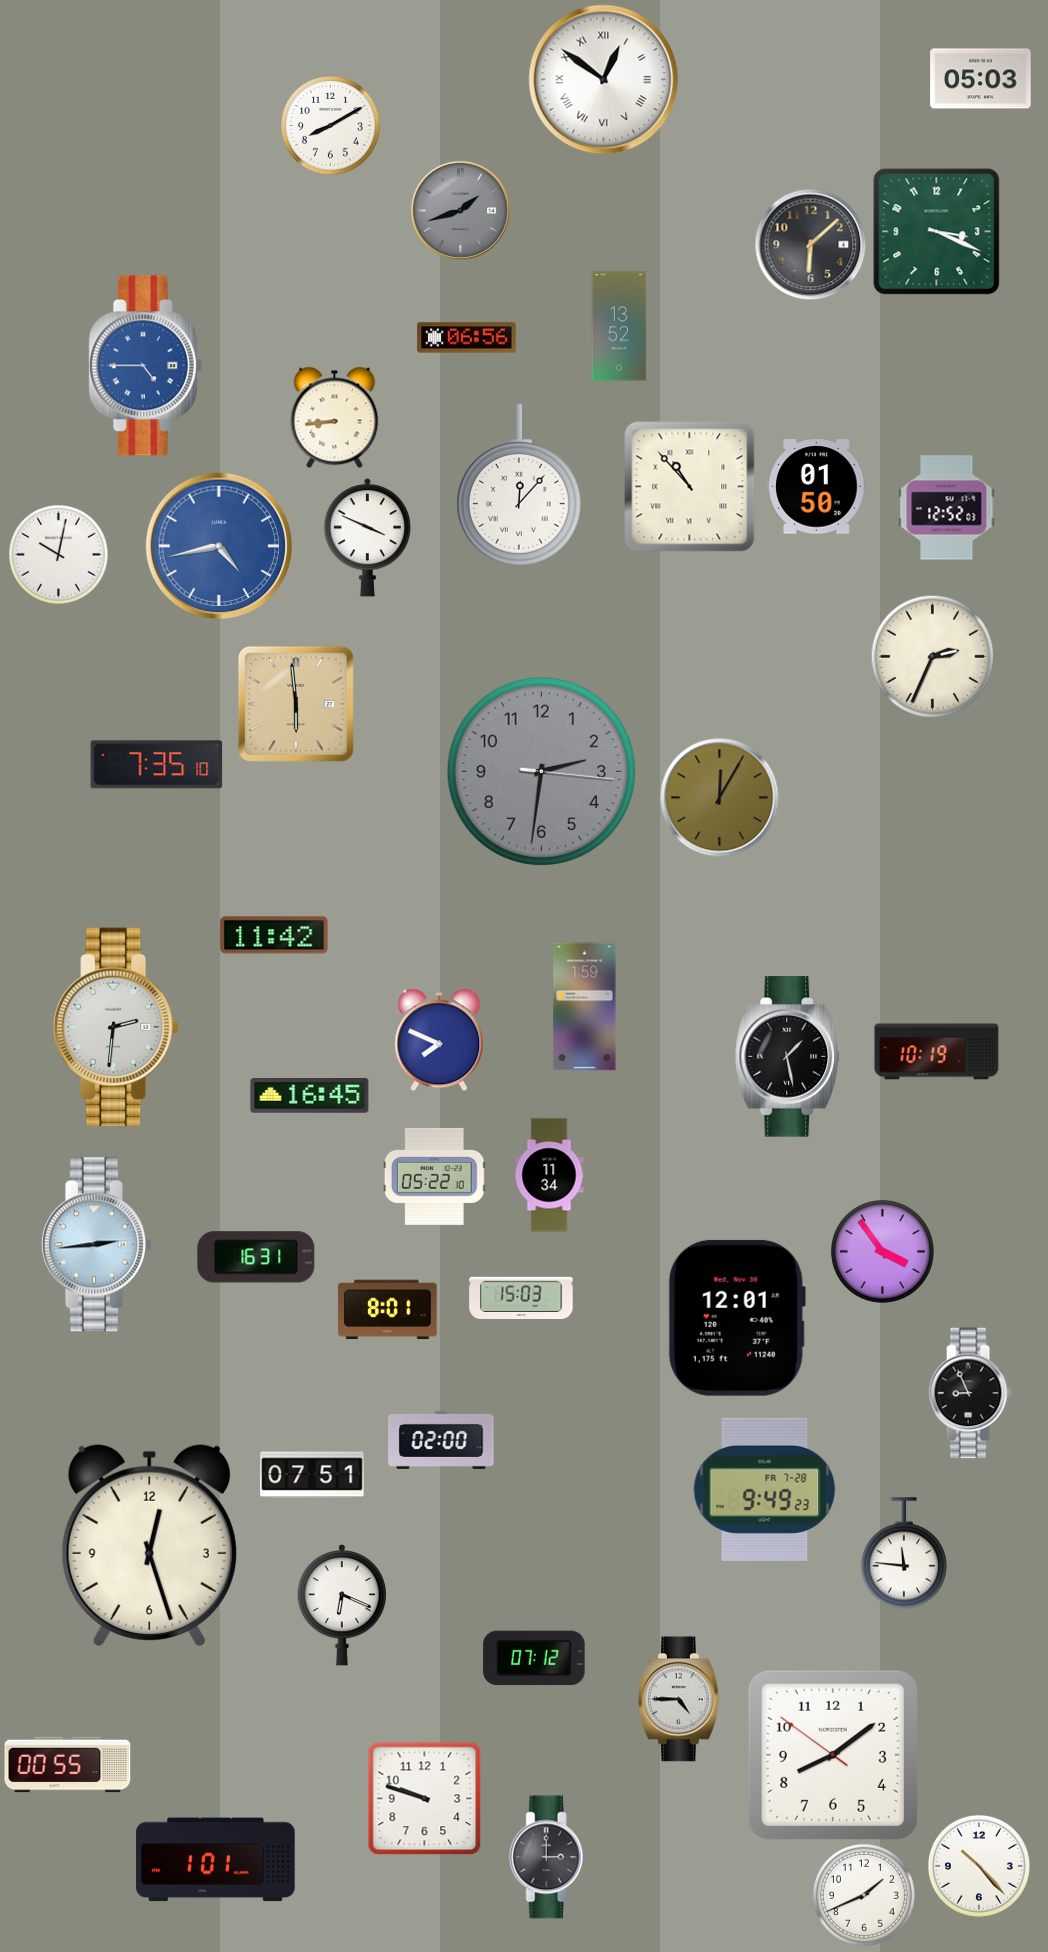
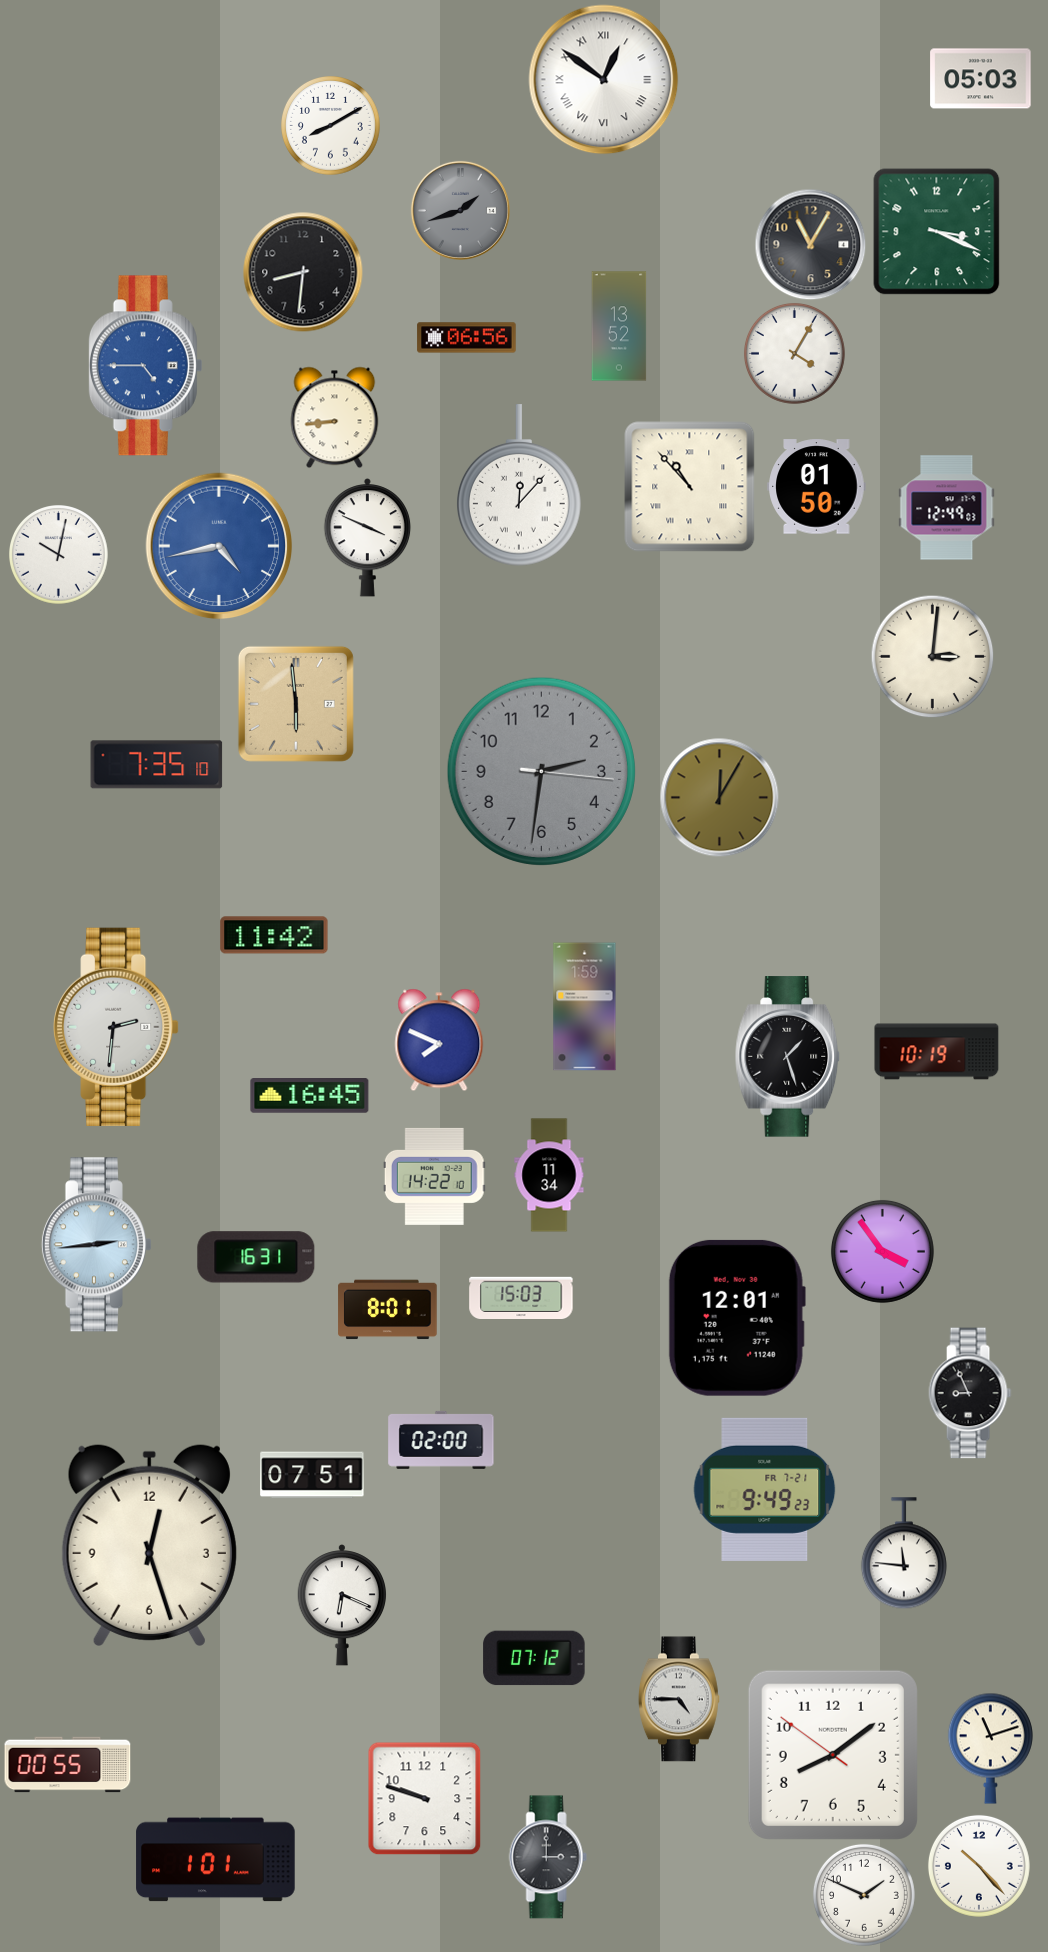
clock at (810, 244): 6:08 -> 11:05
clock at (303, 272): none -> 8:31
clock at (794, 353): none -> 4:05
clock at (947, 508): 12:52 -> 12:49
clock at (932, 656): 2:34 -> 3:01
clock at (788, 1057): 1:28 -> 1:27
clock at (434, 1176): 05:22 -> 14:22
clock at (765, 1489) date: FR 7-28 -> FR 7-21
clock at (990, 1748): none -> 11:12
clock at (864, 1895): 1:41 -> 1:49
